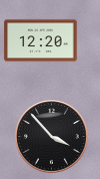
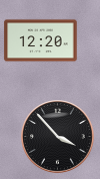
clock at (52, 137) position: (52, 137) -> (58, 137)
